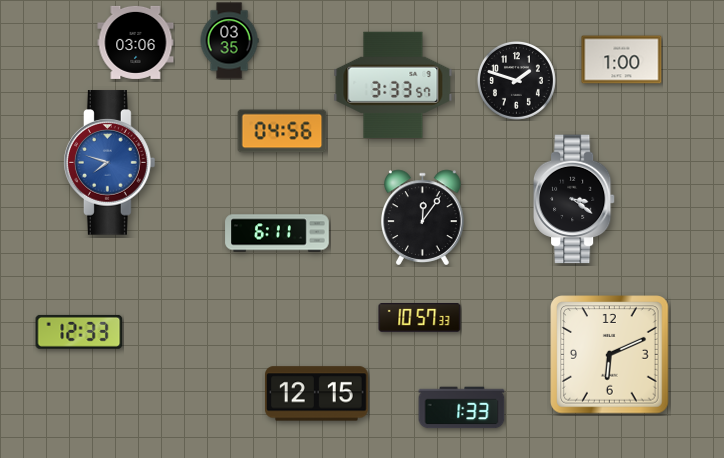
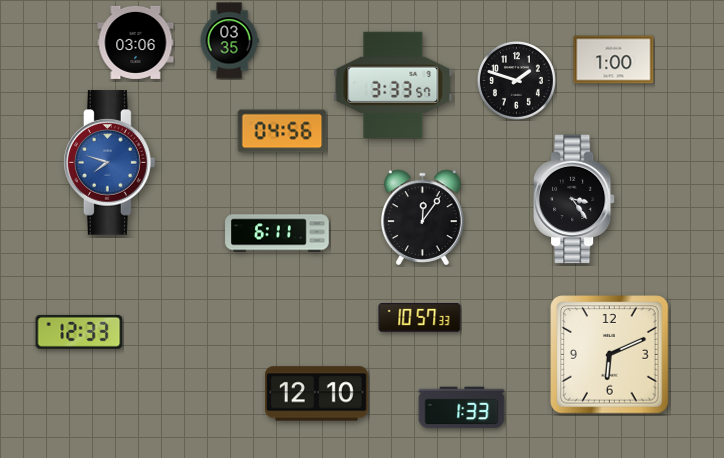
clock at (622, 60) position: (622, 60) -> (614, 60)
clock at (574, 199): 3:21 -> 3:24
clock at (317, 394): 12:15 -> 12:10
